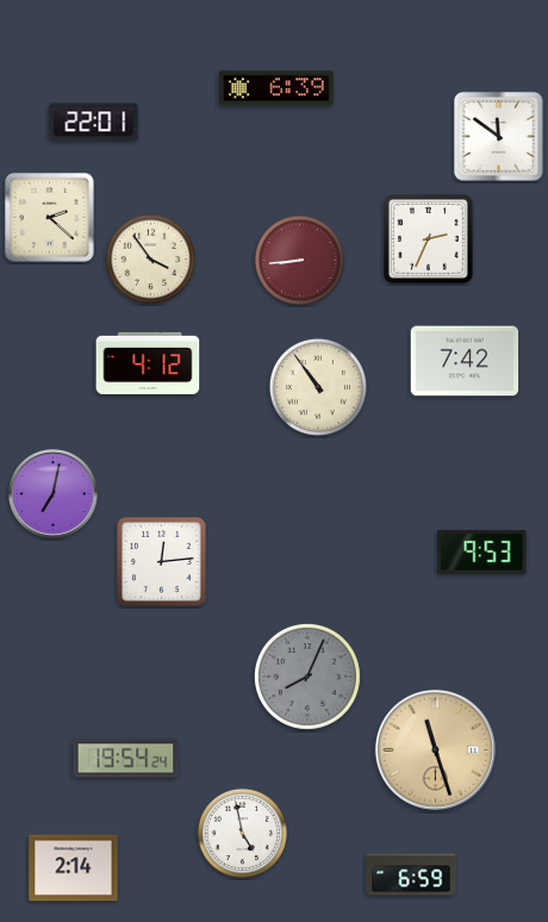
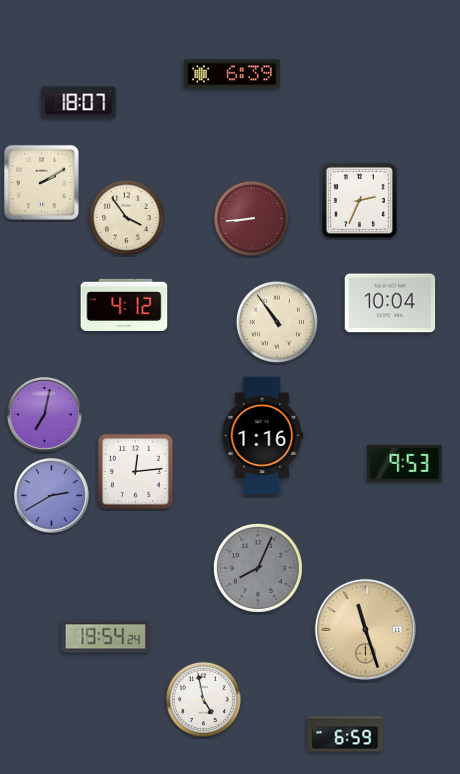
clock at (94, 123): 22:01 -> 18:07
clock at (498, 136): 11:51 -> none
clock at (49, 217): 2:22 -> 2:10
clock at (465, 361): 7:42 -> 10:04
clock at (318, 387) position: (318, 387) -> (277, 322)
clock at (263, 436): none -> 1:16
clock at (52, 496): none -> 2:40
clock at (74, 868): 2:14 -> none
